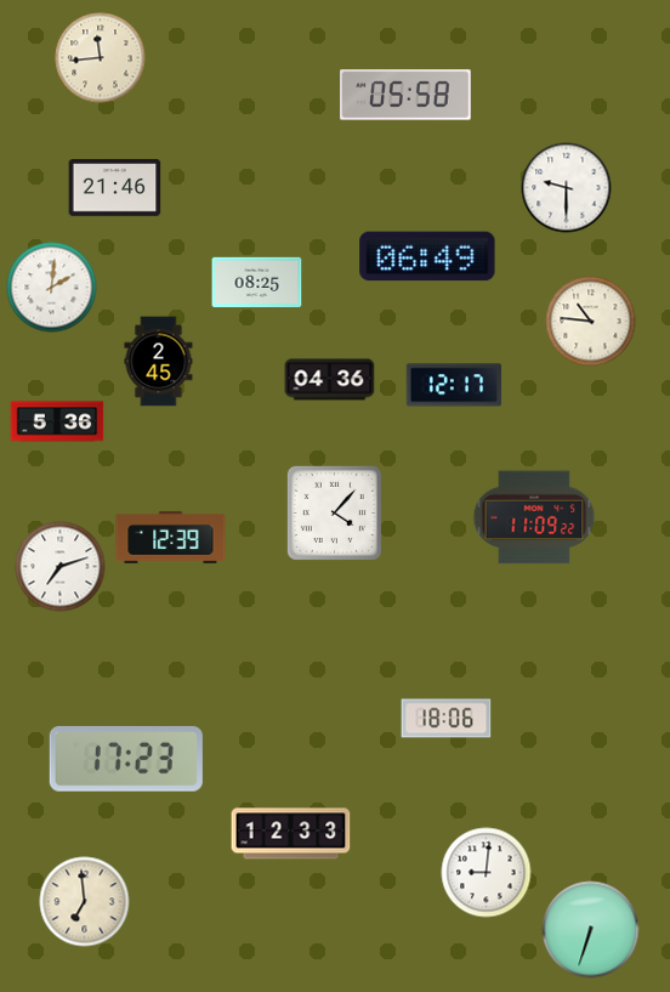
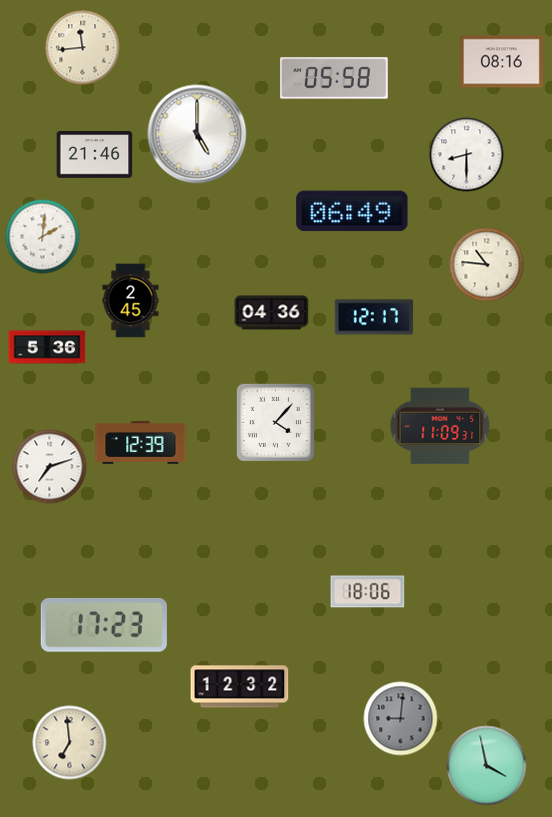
clock at (501, 62): none -> 08:16
clock at (197, 134): none -> 5:00
clock at (567, 188): 9:30 -> 8:30
clock at (257, 282): 08:25 -> none
clock at (159, 362) position: (159, 362) -> (131, 301)
clock at (534, 517): 11:09:22 -> 11:09:31
clock at (291, 834): 12:33 -> 12:32
clock at (487, 873) dial: white -> grey
clock at (591, 930): 6:33 -> 3:58
